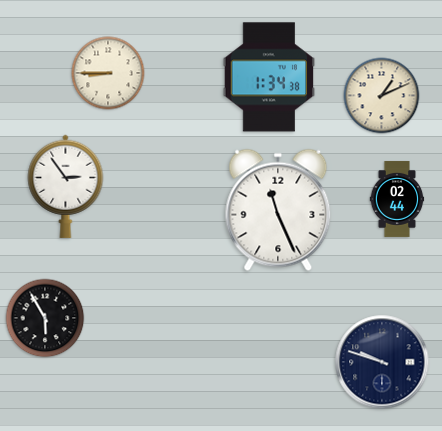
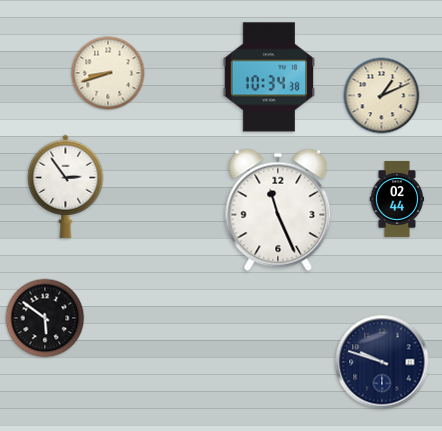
clock at (108, 73): 8:45 -> 8:42
clock at (269, 77): 1:34 -> 10:34
clock at (45, 318): 5:55 -> 5:51
